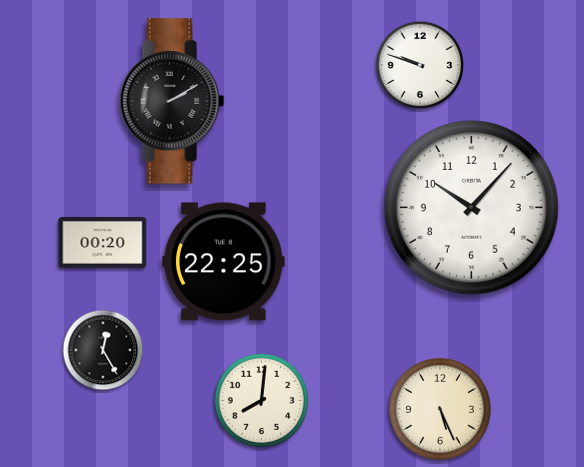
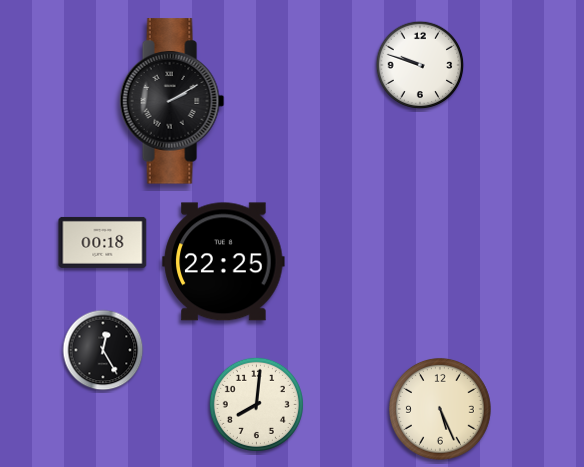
clock at (472, 208): 10:07 -> none
clock at (103, 242): 00:20 -> 00:18
clock at (261, 400) position: (261, 400) -> (256, 404)
